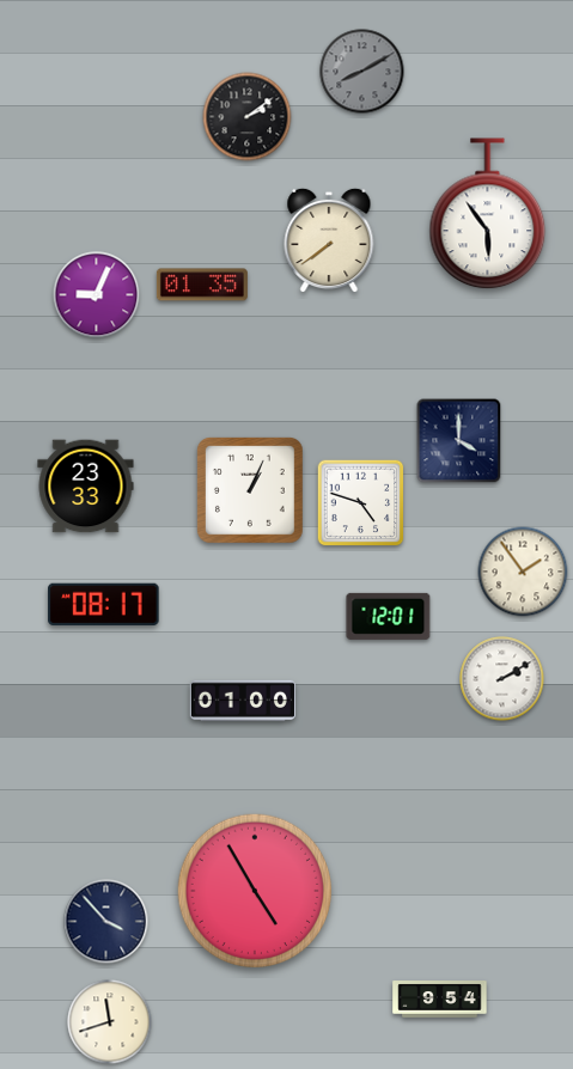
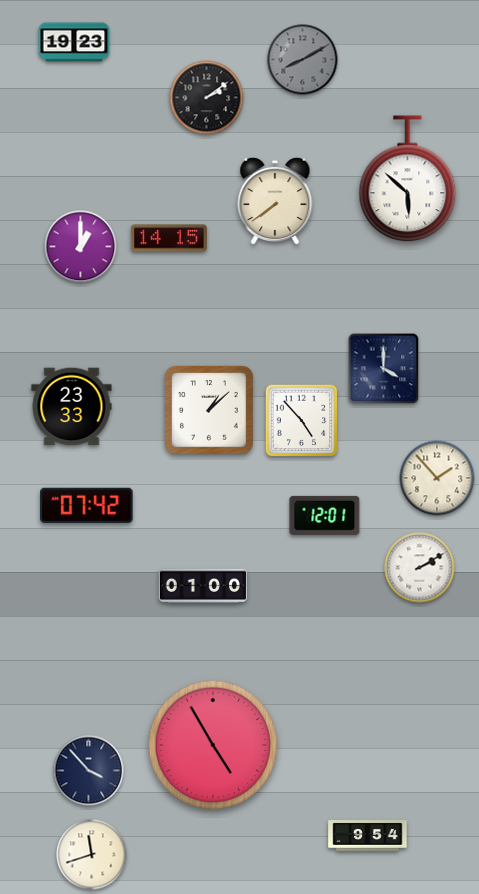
clock at (74, 42): none -> 19:23
clock at (488, 214): 5:54 -> 5:52
clock at (202, 285): 01:35 -> 14:15
clock at (97, 295): 9:04 -> 1:00
clock at (251, 491): 1:04 -> 1:08
clock at (361, 503): 4:48 -> 4:53
clock at (523, 572): 1:54 -> 1:53
clock at (104, 604): 08:17 -> 07:42
